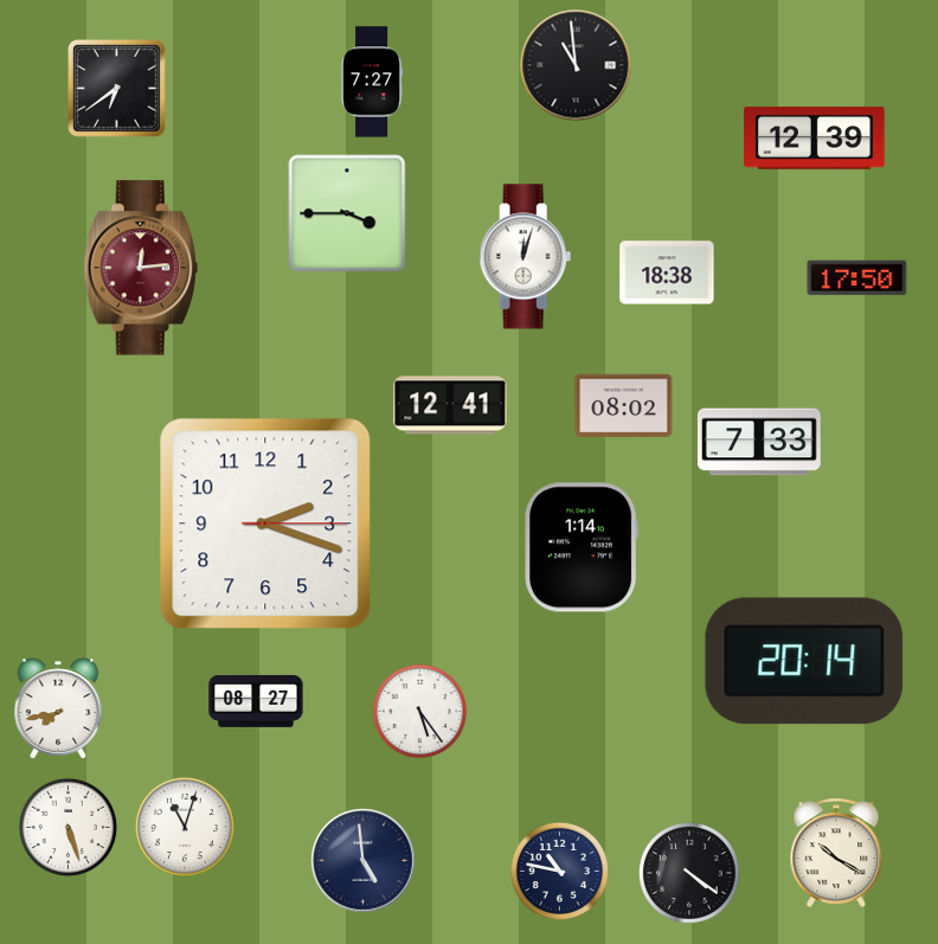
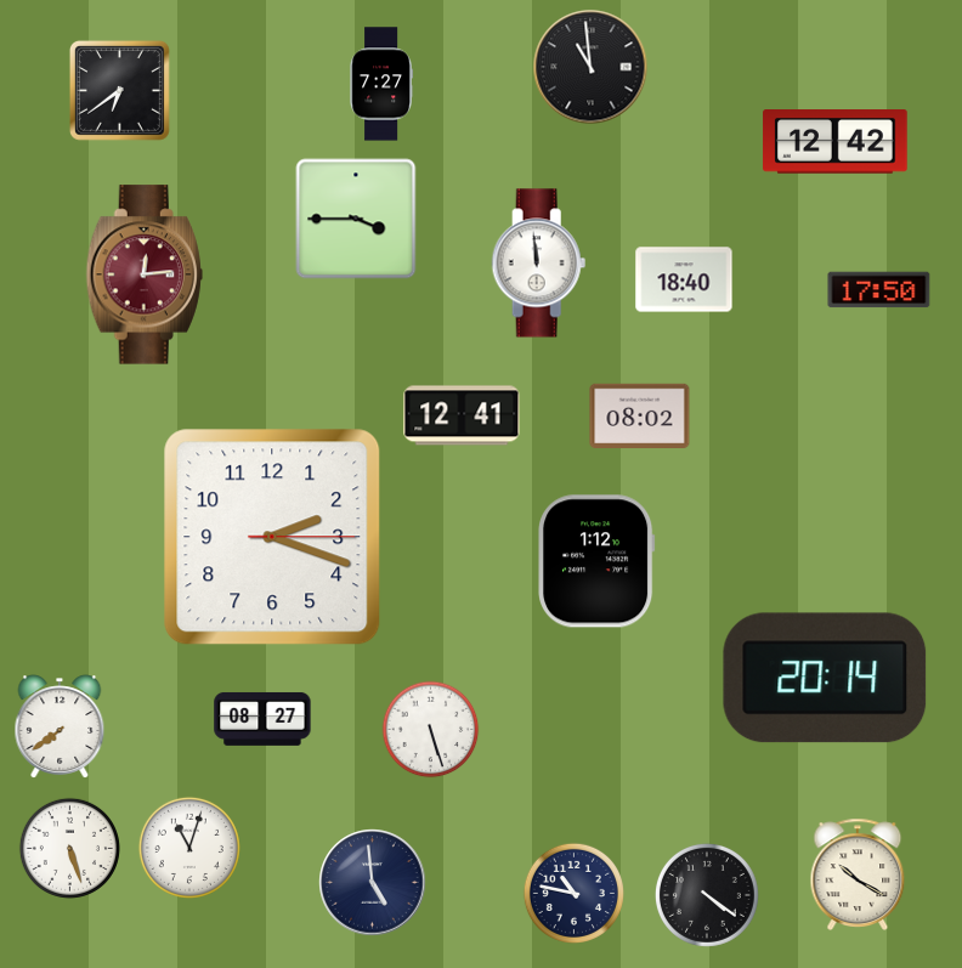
clock at (815, 139): 12:39 -> 12:42
clock at (526, 257): 12:03 -> 11:59
clock at (667, 272): 18:38 -> 18:40
clock at (857, 278) position: (857, 278) -> (879, 290)
clock at (759, 442): 7:33 -> none
clock at (582, 547): 1:14 -> 1:12
clock at (58, 708): 7:43 -> 7:39
clock at (420, 712): 5:24 -> 5:27
